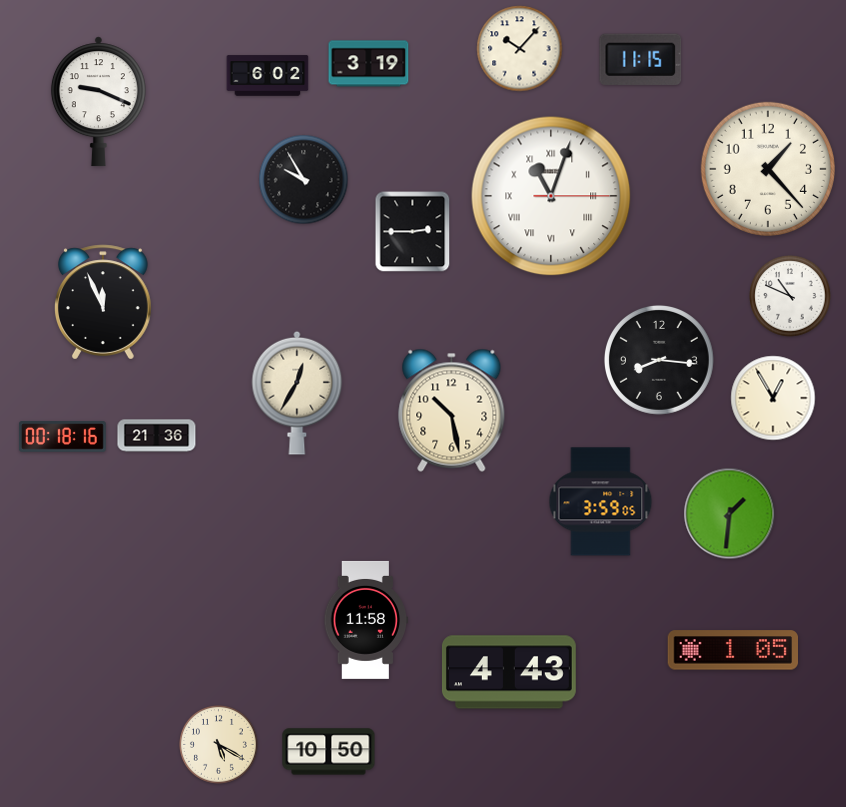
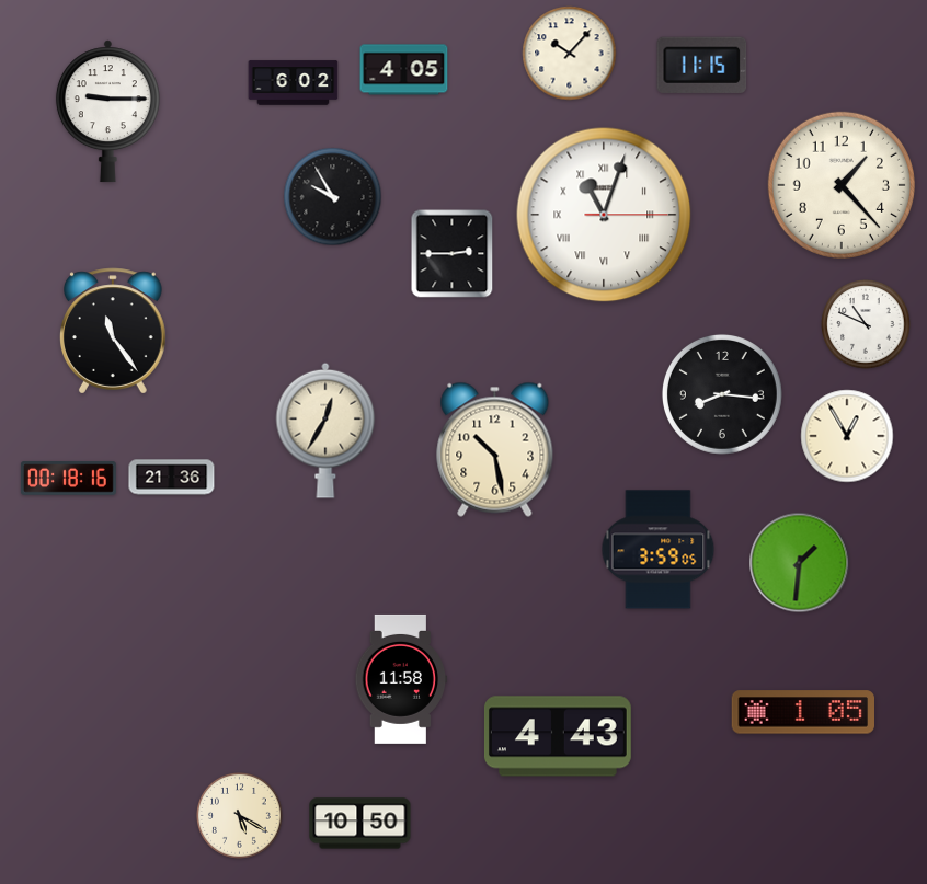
clock at (369, 64): 3:19 -> 4:05
clock at (98, 102): 9:19 -> 9:15
clock at (104, 302): 11:56 -> 11:24
